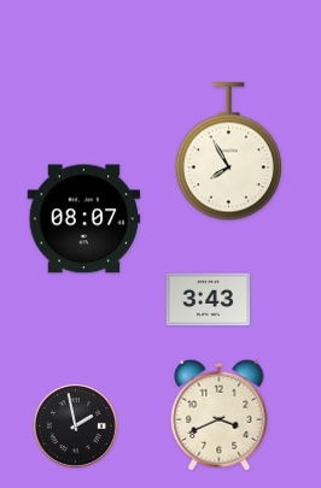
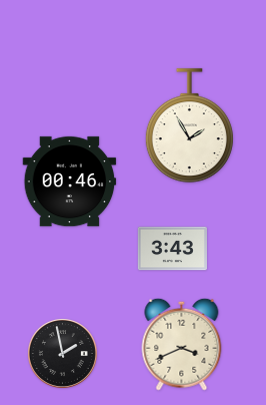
clock at (228, 152): 7:55 -> 1:55
clock at (84, 219): 08:07 -> 00:46
